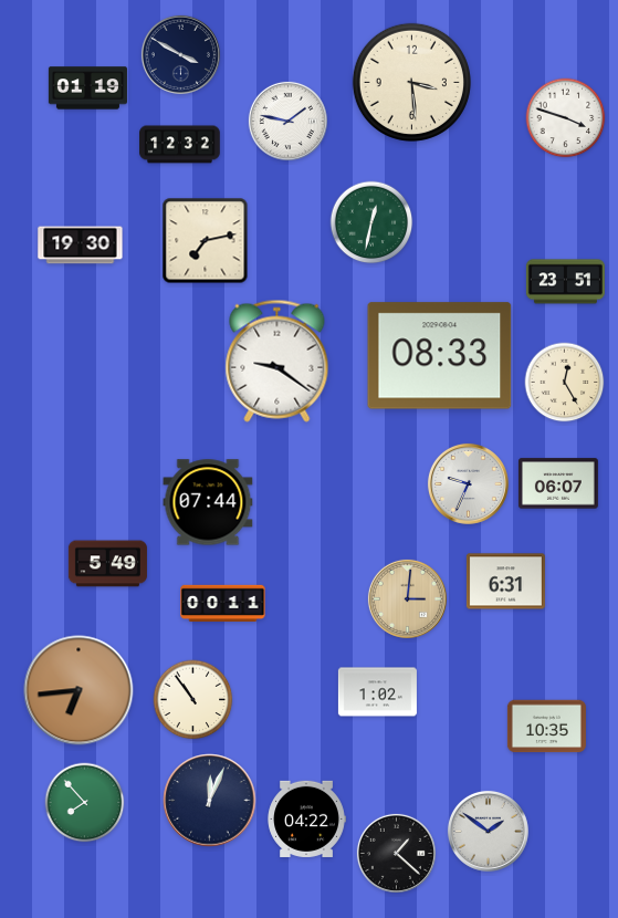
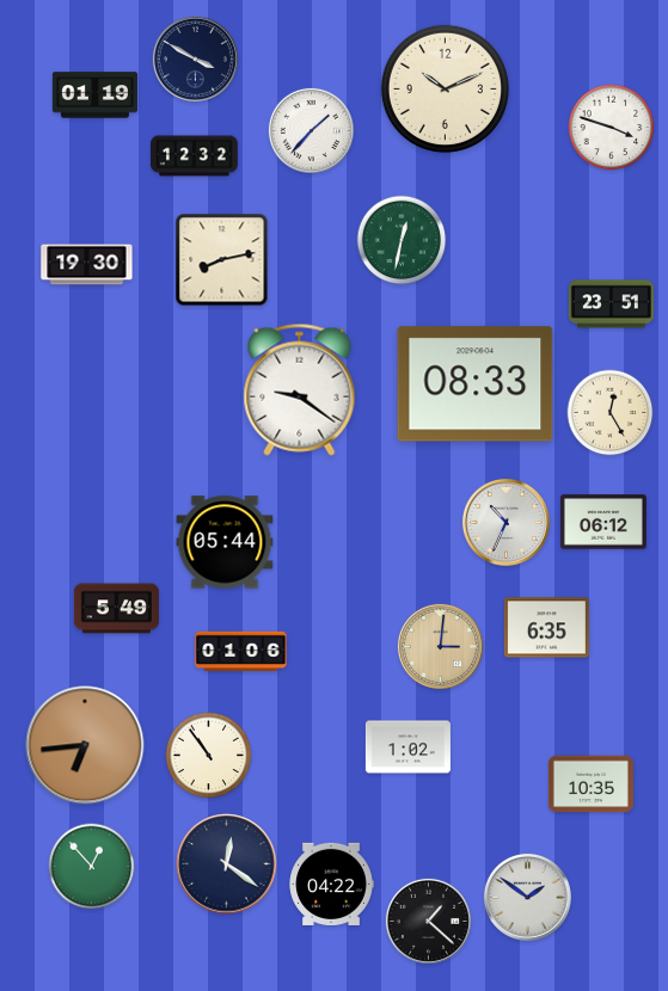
clock at (411, 82): 3:29 -> 10:11
clock at (287, 121): 1:47 -> 1:37
clock at (206, 241): 7:13 -> 8:13
clock at (468, 483): 9:34 -> 10:34
clock at (558, 483): 06:07 -> 06:12
clock at (208, 502): 07:44 -> 05:44
clock at (505, 582): 6:31 -> 6:35
clock at (223, 603): 00:11 -> 01:06
clock at (210, 801): 12:04 -> 12:21
clock at (85, 803): 7:53 -> 12:53
